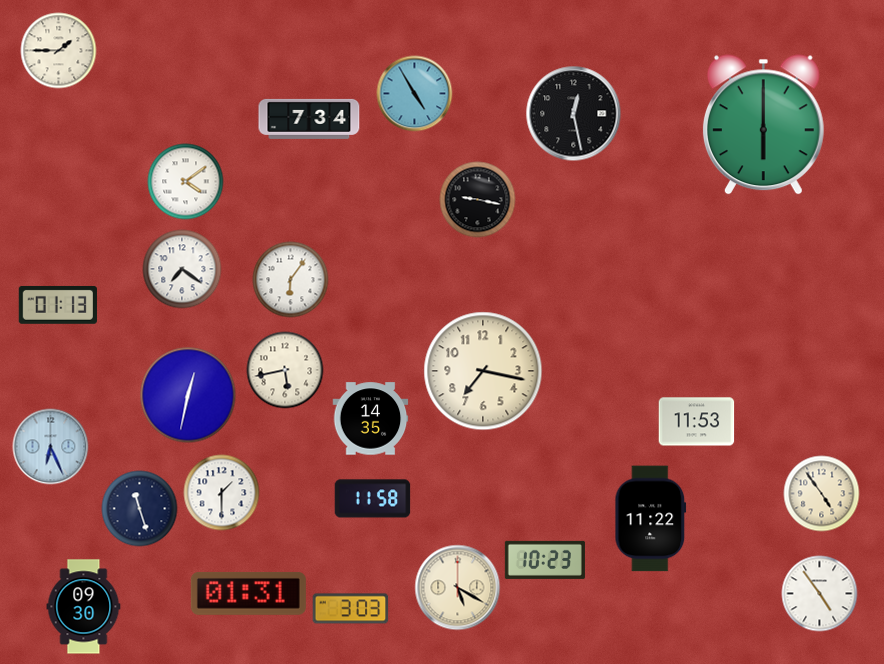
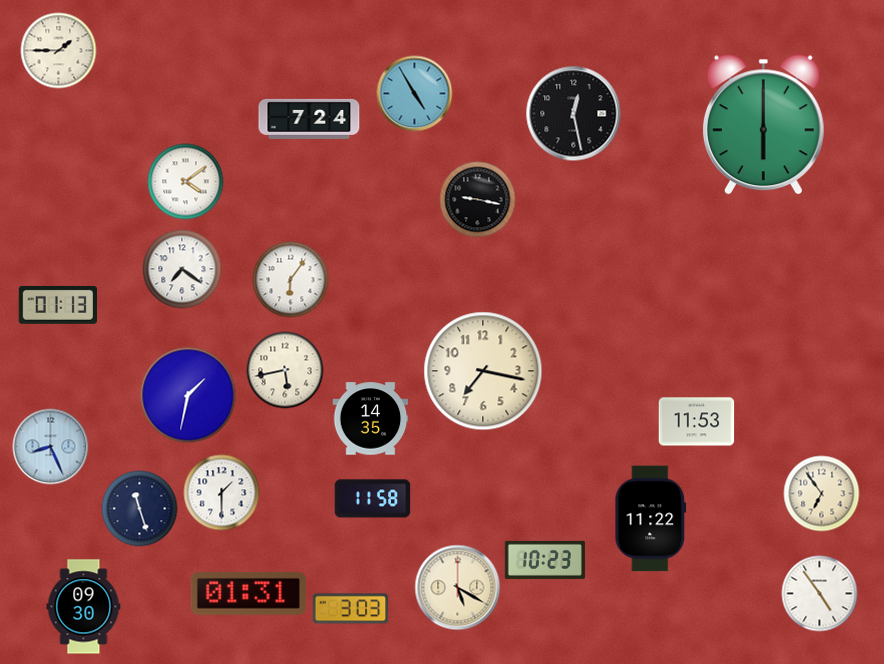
clock at (309, 119): 7:34 -> 7:24
clock at (188, 395): 12:32 -> 1:32
clock at (51, 447): 6:26 -> 8:26
clock at (822, 494): 4:54 -> 6:54
